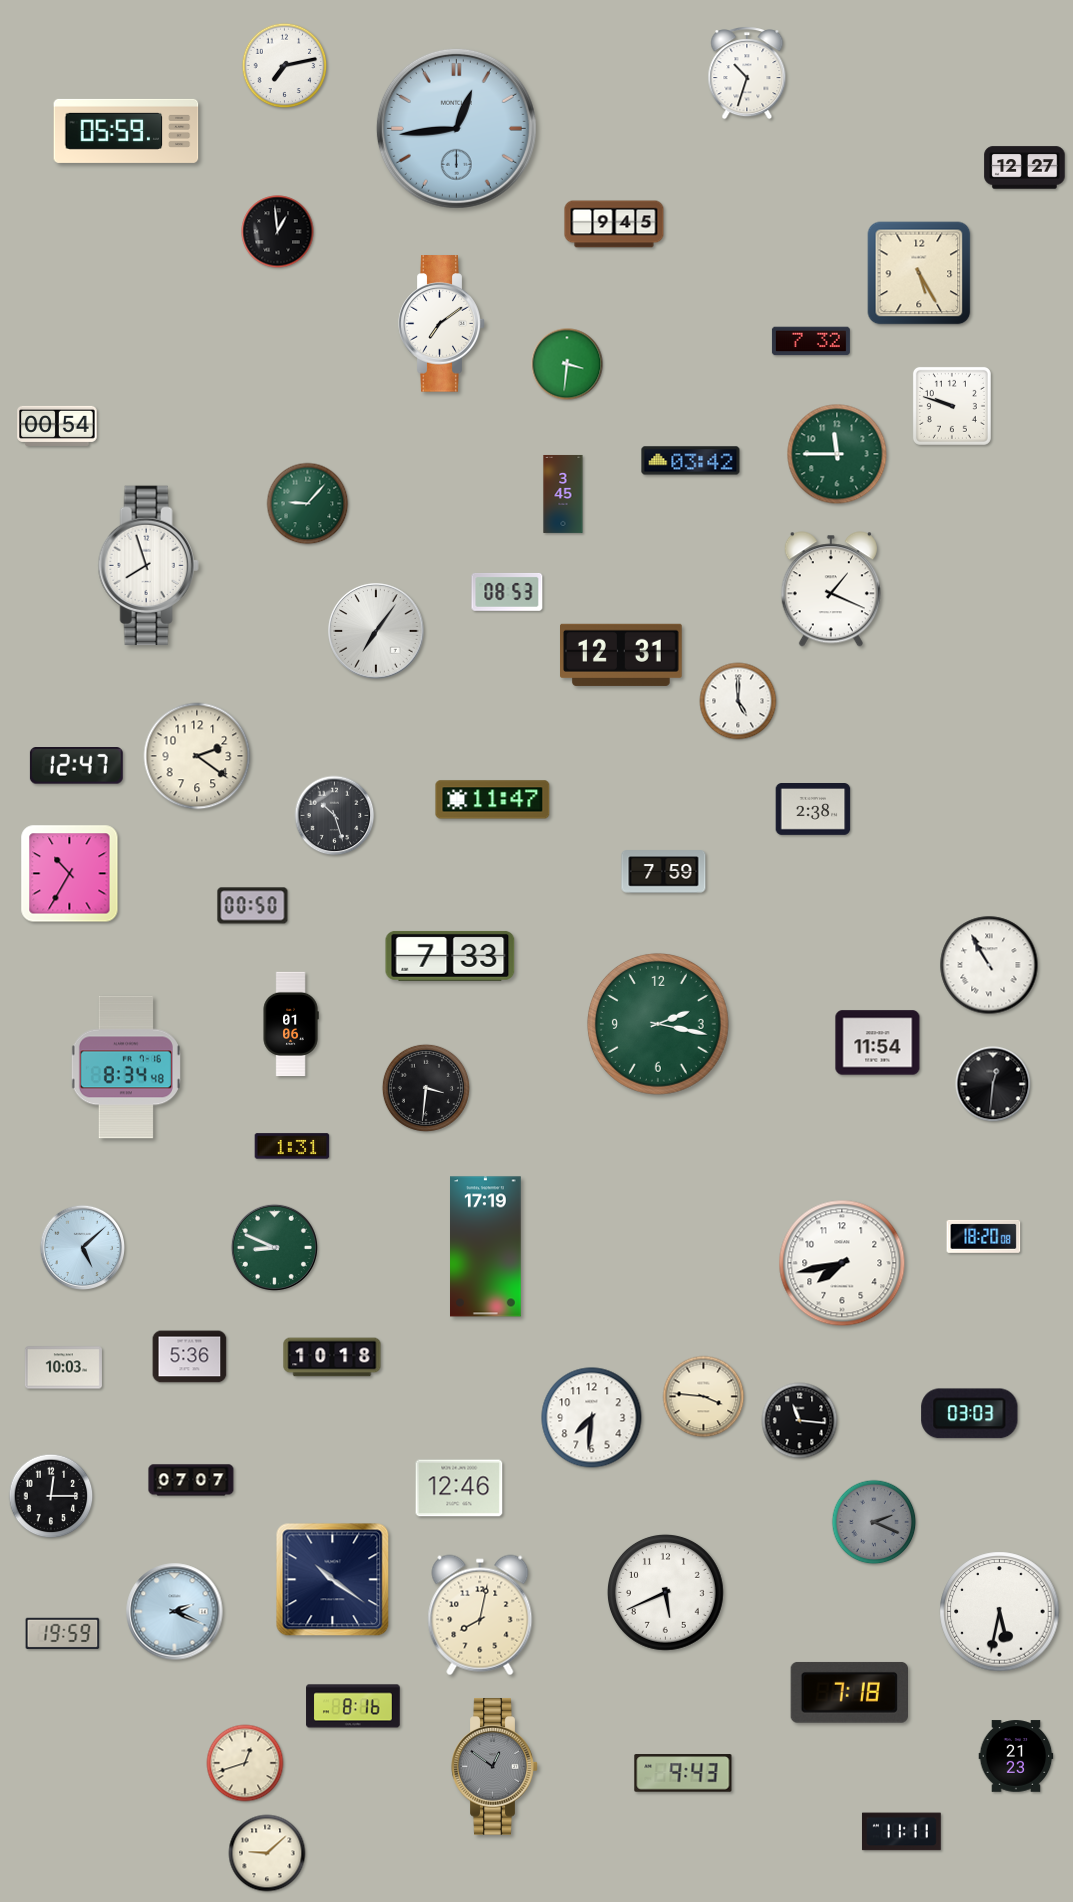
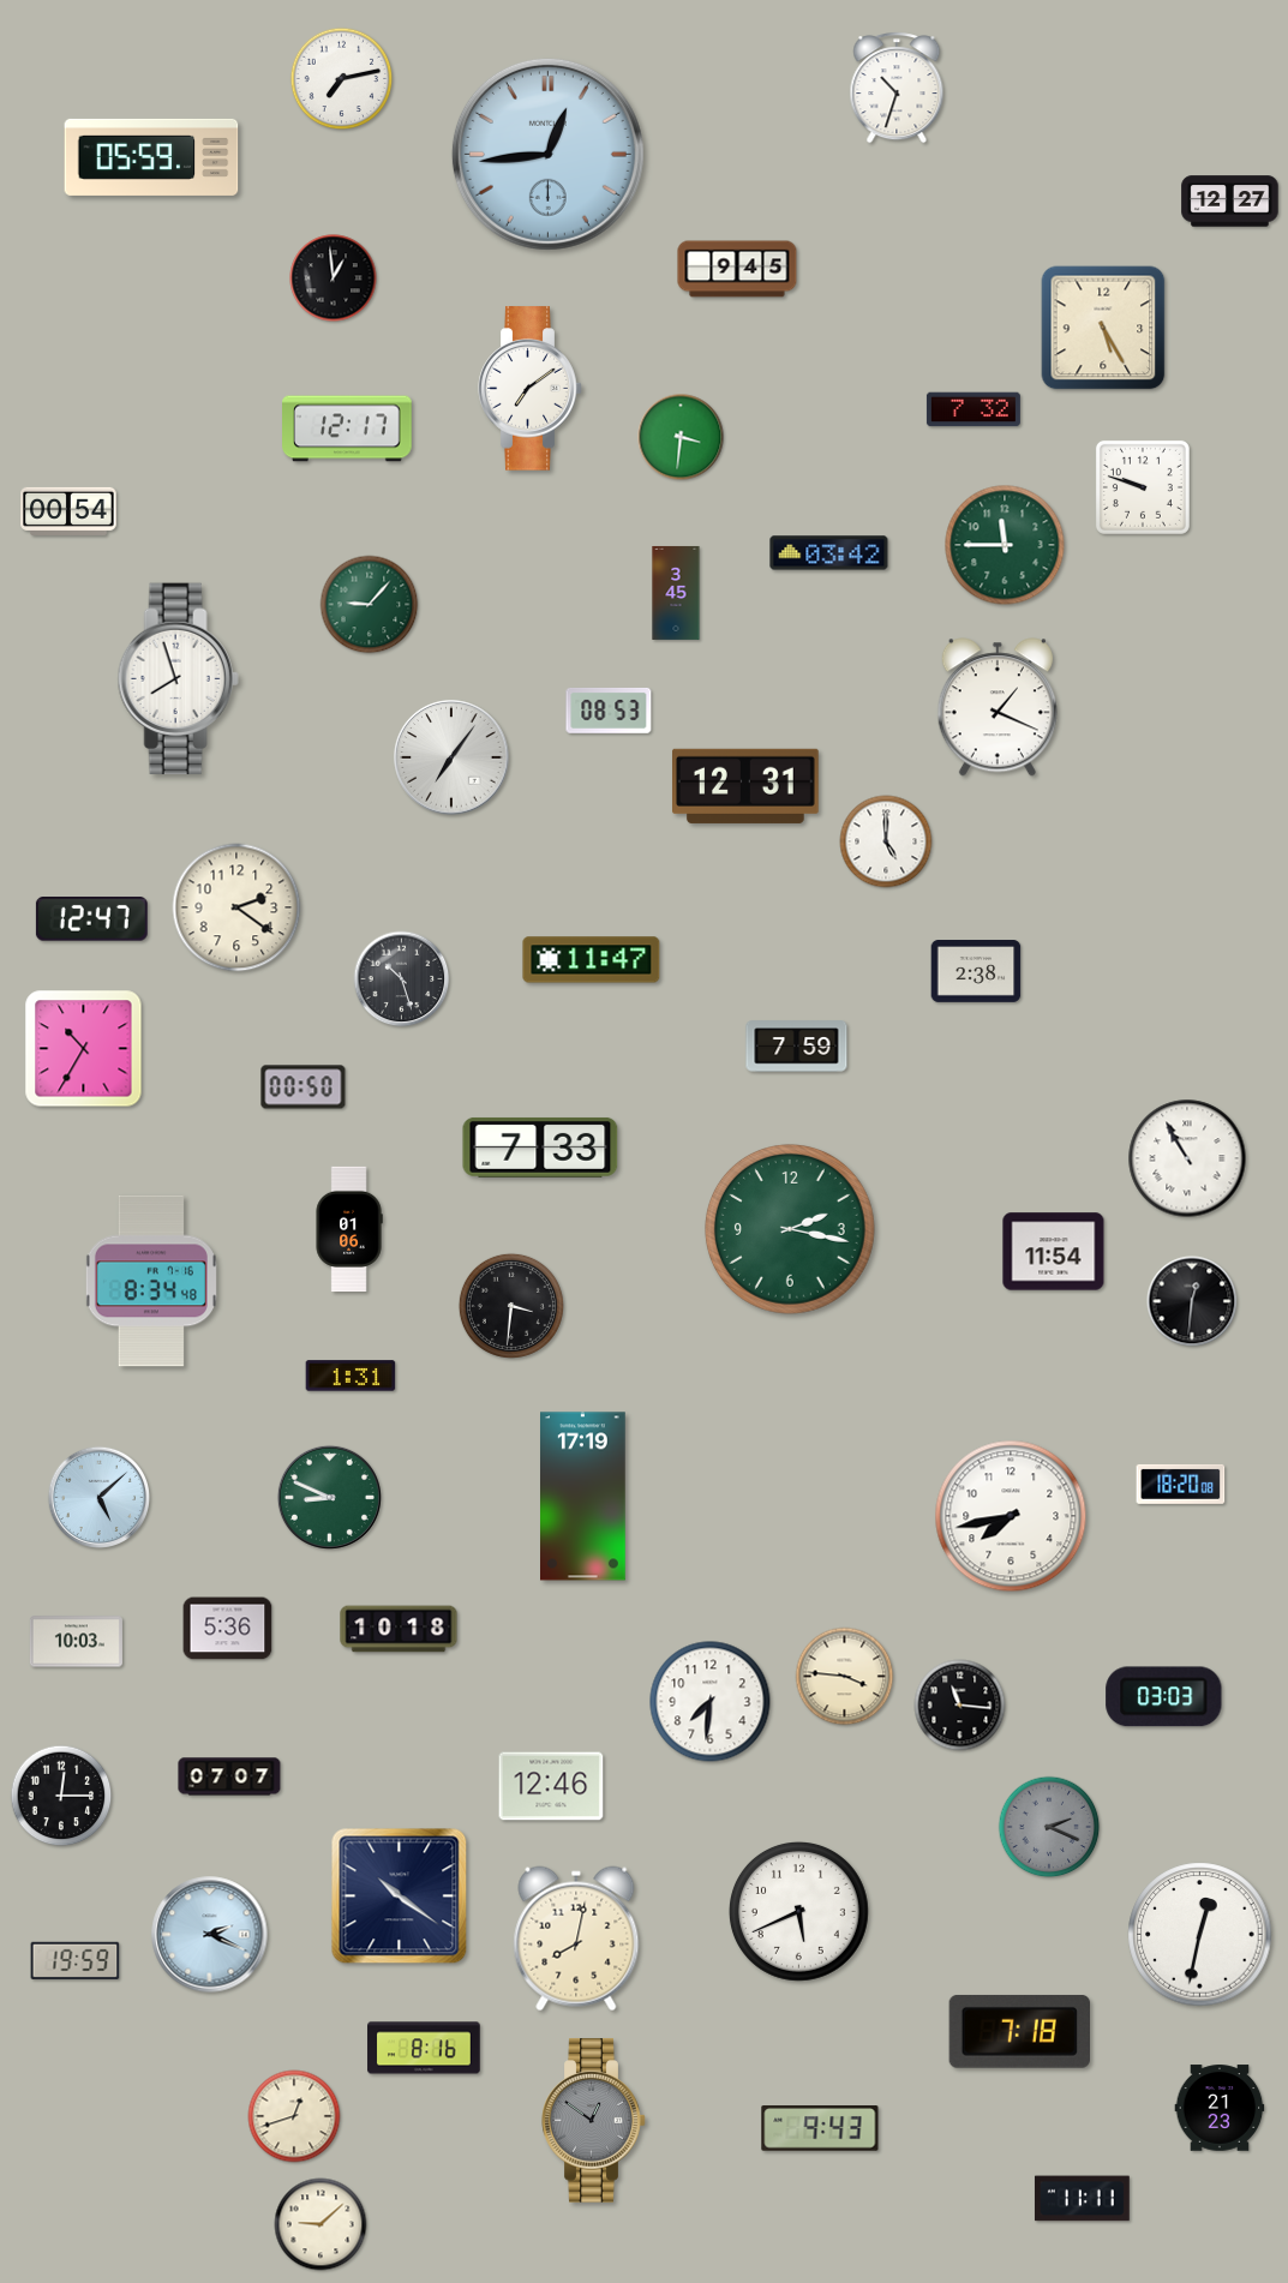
clock at (347, 429): none -> 12:17
clock at (1000, 1612): 5:32 -> 12:32
